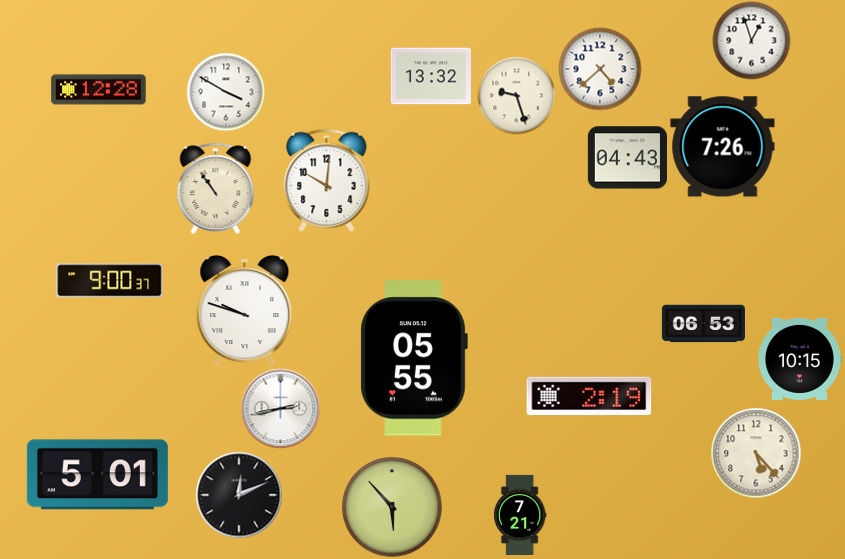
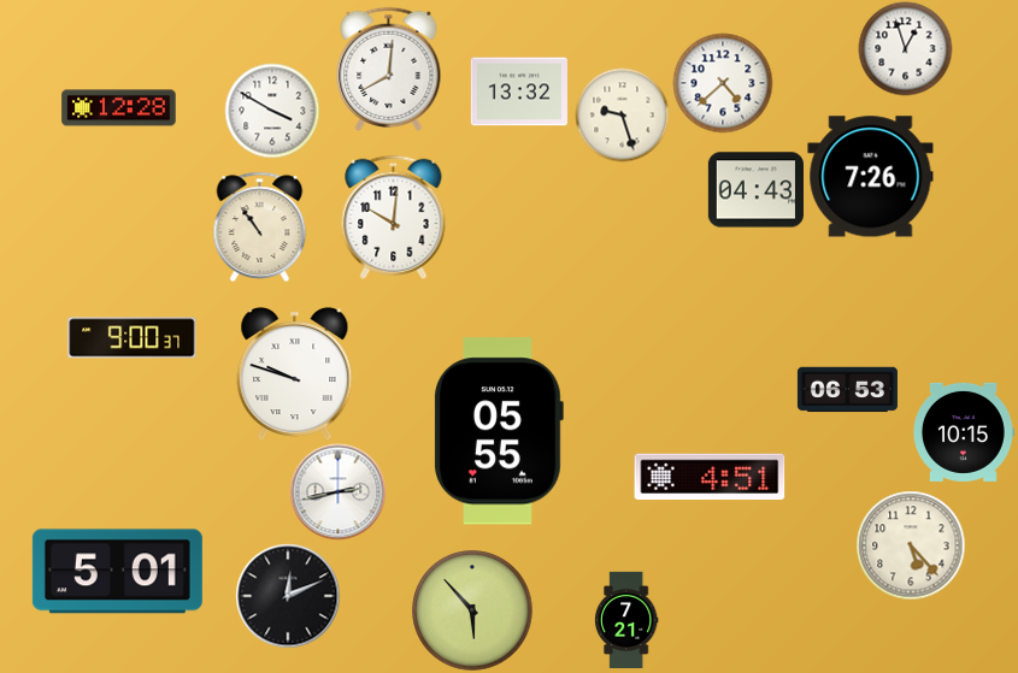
clock at (389, 69): none -> 8:01
clock at (589, 396): 2:19 -> 4:51
